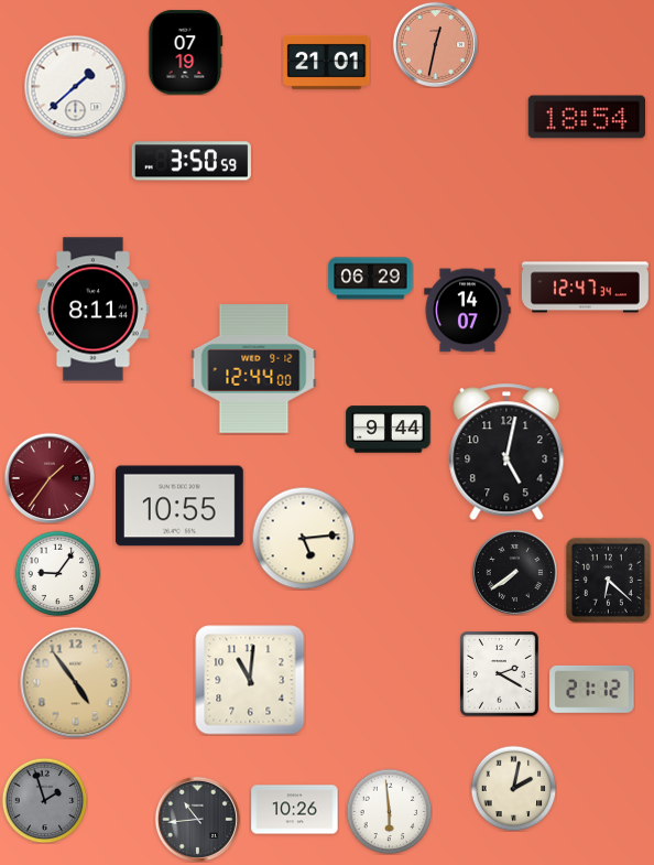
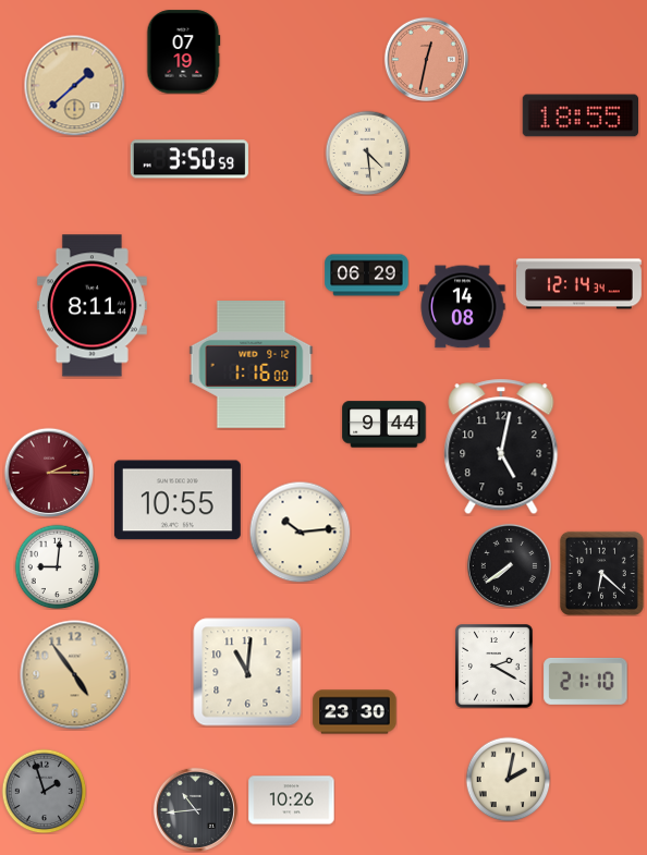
clock at (435, 44) position: (435, 44) -> (426, 59)
clock at (327, 62): 21:01 -> none
clock at (75, 86) dial: white -> champagne
clock at (587, 117): 18:54 -> 18:55
clock at (367, 152): none -> 4:29
clock at (585, 288): 12:47 -> 12:14
clock at (468, 311): 14:07 -> 14:08
clock at (254, 369): 12:44 -> 1:16
clock at (50, 478): 1:36 -> 2:15
clock at (303, 538): 5:14 -> 10:14
clock at (57, 573): 9:06 -> 9:01
clock at (592, 689): 21:12 -> 21:10
clock at (355, 712): none -> 23:30
clock at (389, 811): 5:59 -> none
